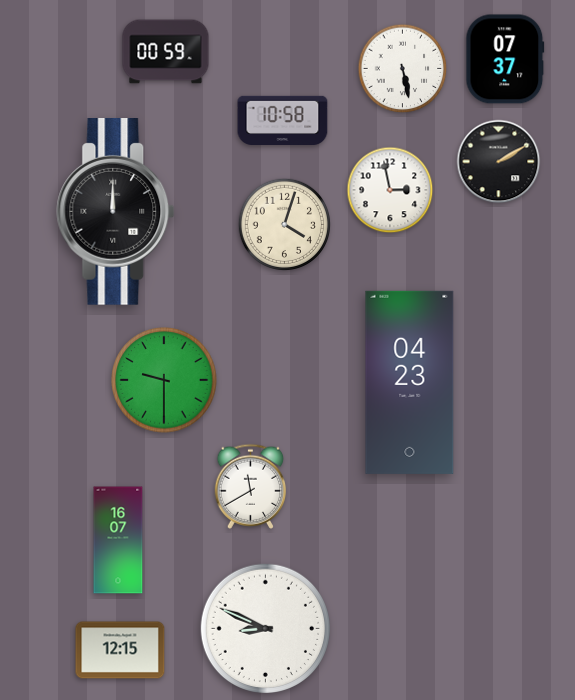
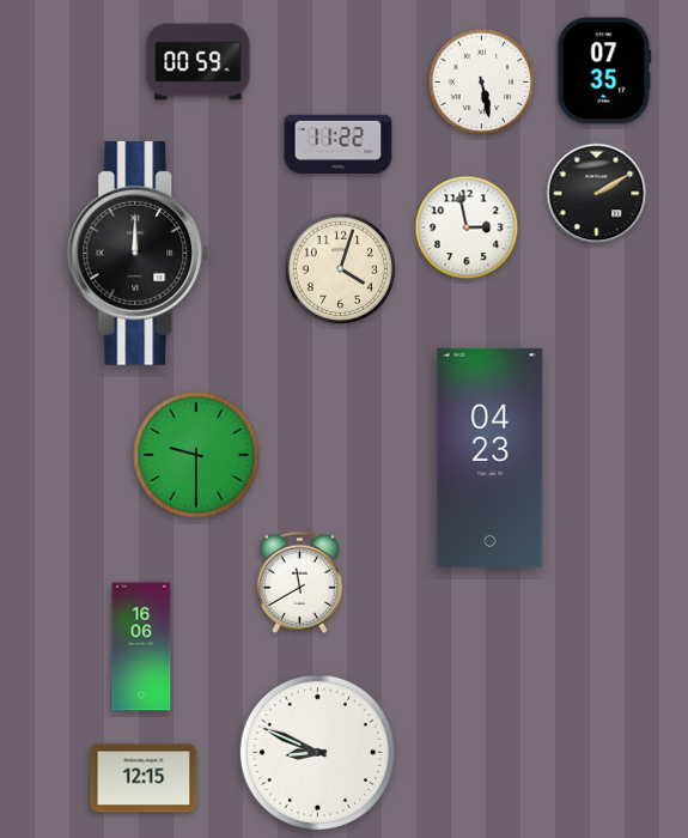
clock at (505, 59): 07:37 -> 07:35
clock at (283, 120): 10:58 -> 11:22
clock at (118, 540): 16:07 -> 16:06
